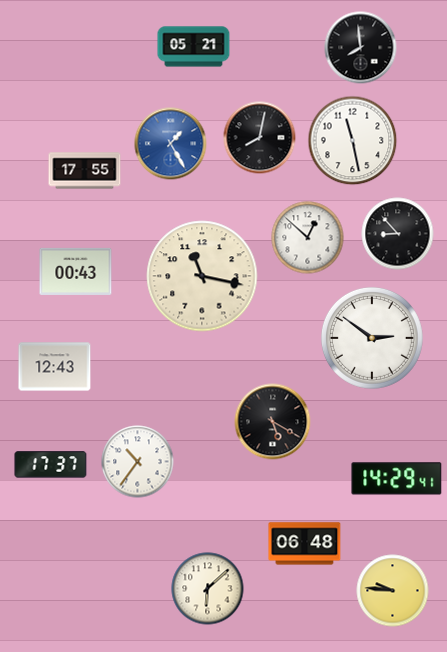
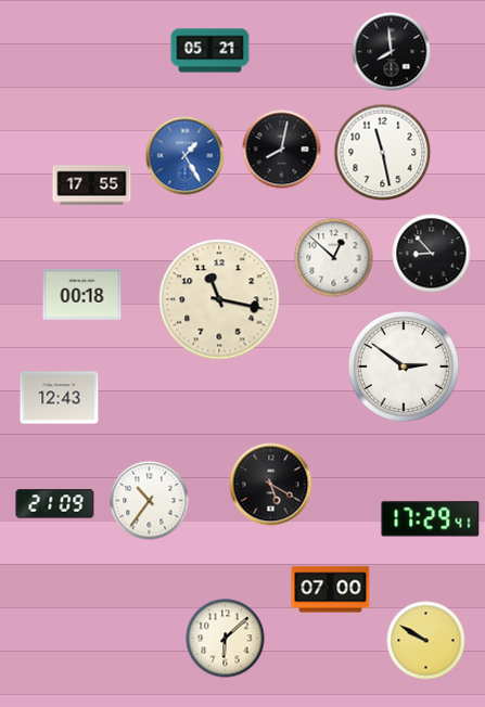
clock at (76, 271): 00:43 -> 00:18
clock at (273, 422) position: (273, 422) -> (271, 485)
clock at (51, 465): 17:37 -> 21:09
clock at (397, 479): 14:29 -> 17:29
clock at (305, 544): 06:48 -> 07:00
clock at (393, 591): 9:46 -> 9:50
